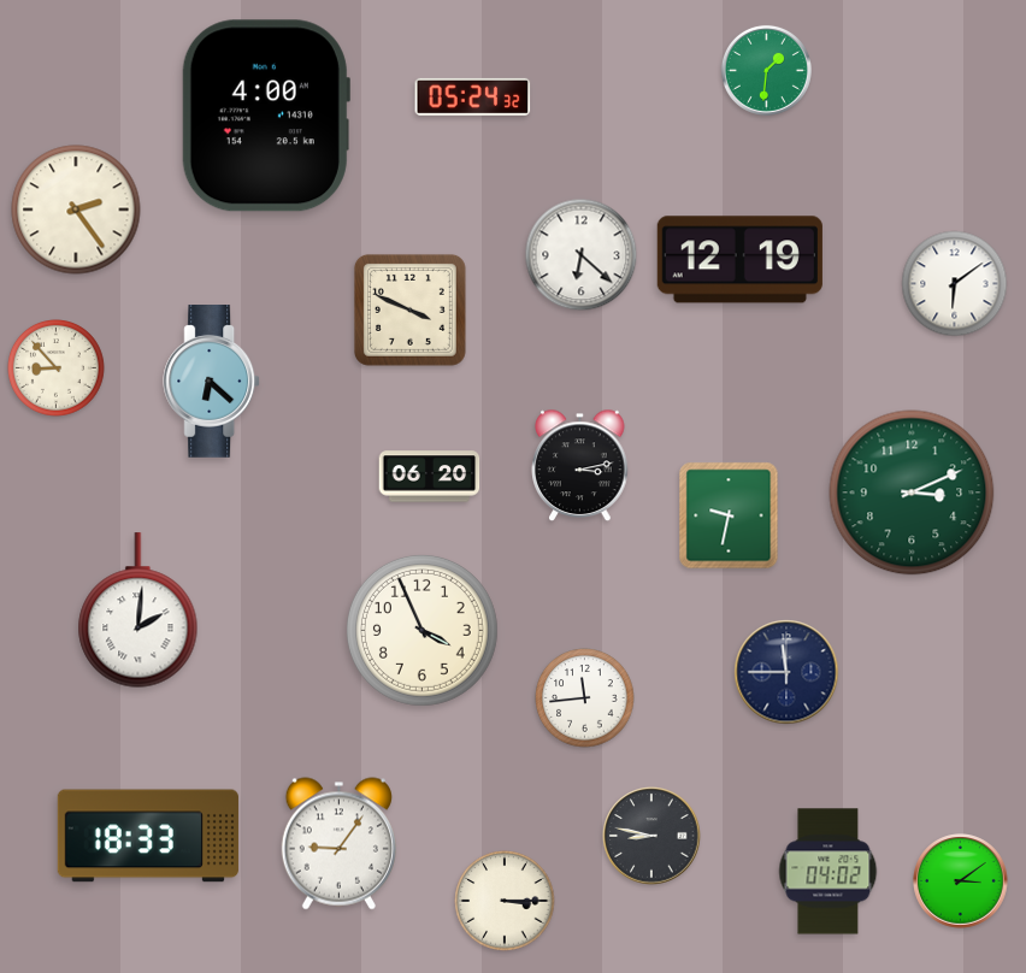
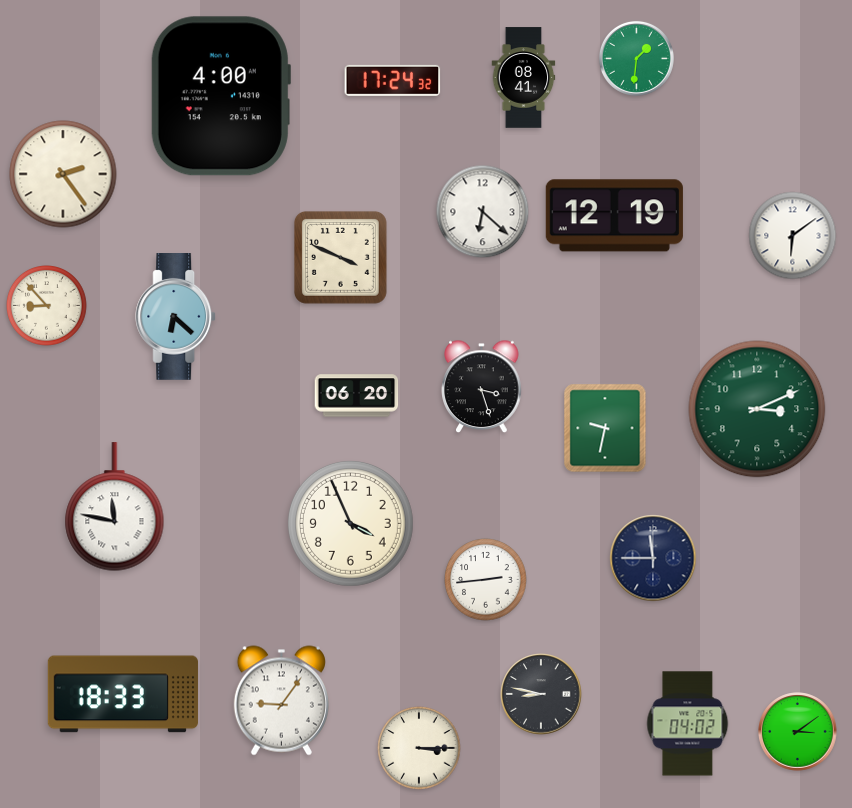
clock at (524, 78): none -> 08:41
clock at (473, 96): 05:24 -> 17:24
clock at (580, 466): 3:13 -> 3:27
clock at (138, 611): 2:01 -> 11:47
clock at (585, 698): 11:44 -> 2:44
